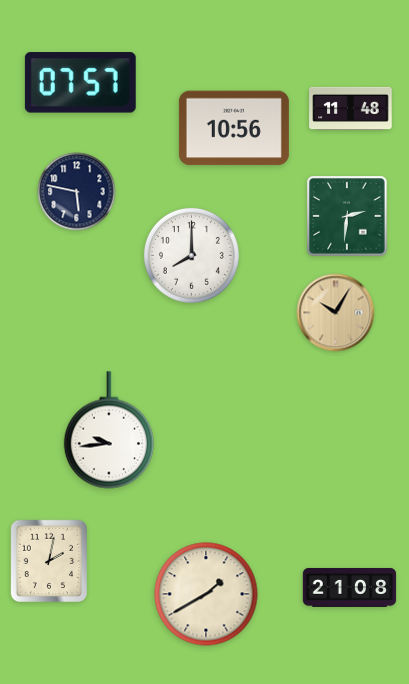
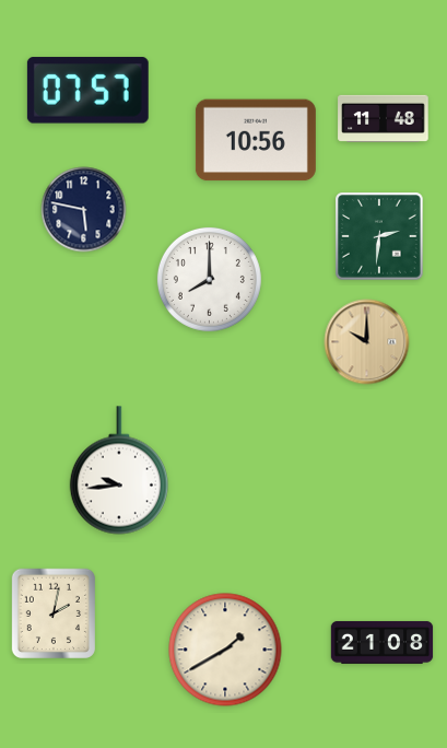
clock at (336, 313): 10:05 -> 10:00
